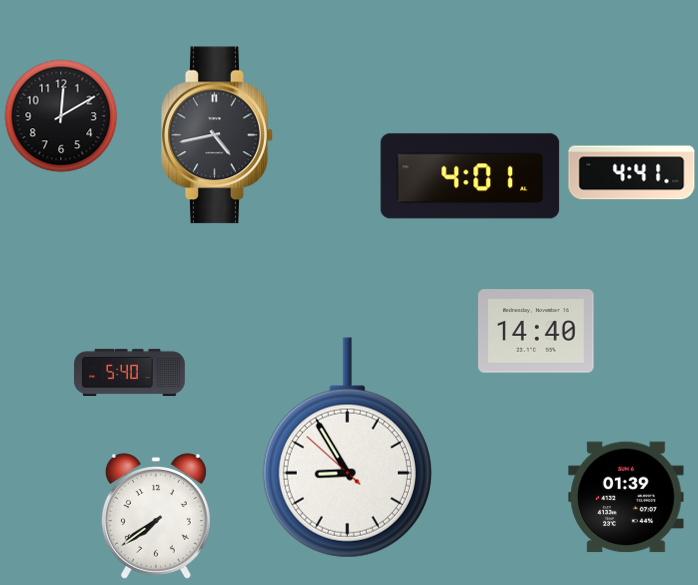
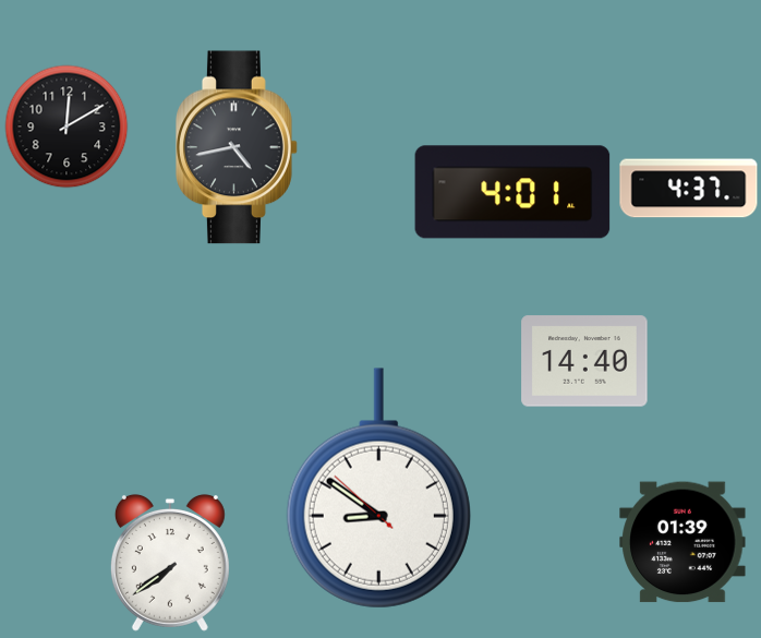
clock at (632, 173): 4:41 -> 4:37
clock at (130, 372): 5:40 -> none
clock at (347, 448): 8:54 -> 8:50
